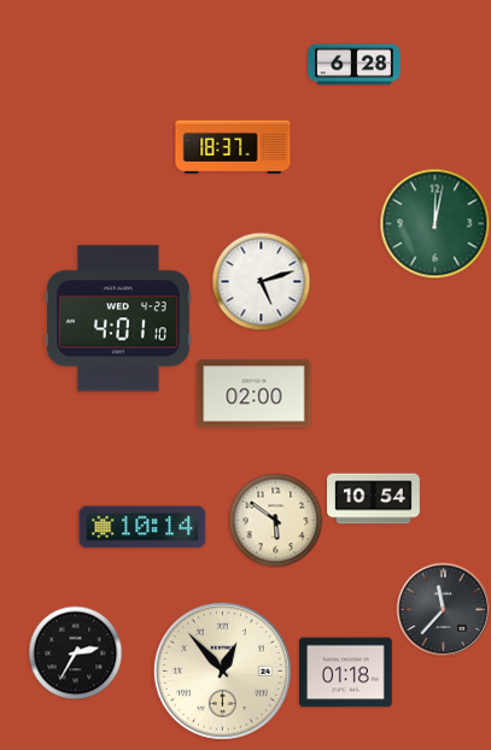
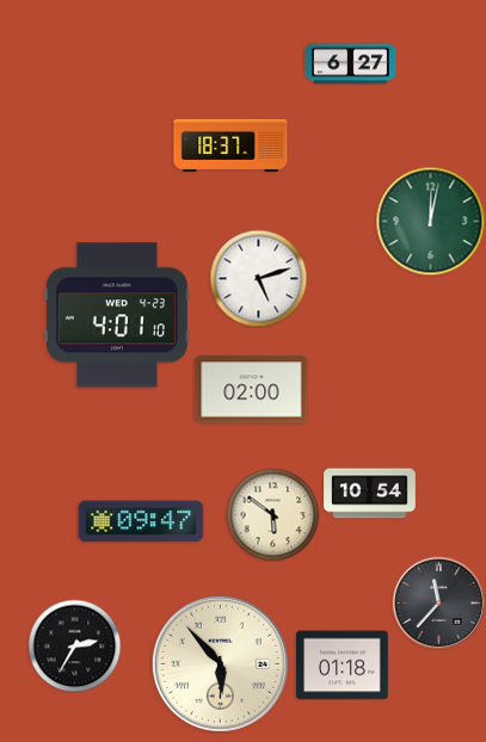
clock at (355, 65): 6:28 -> 6:27
clock at (142, 527): 10:14 -> 09:47
clock at (222, 670): 12:53 -> 5:53
